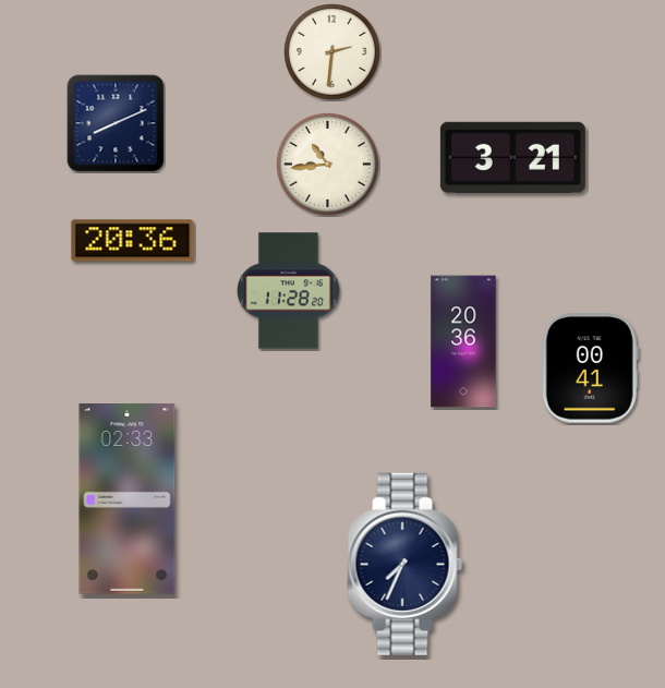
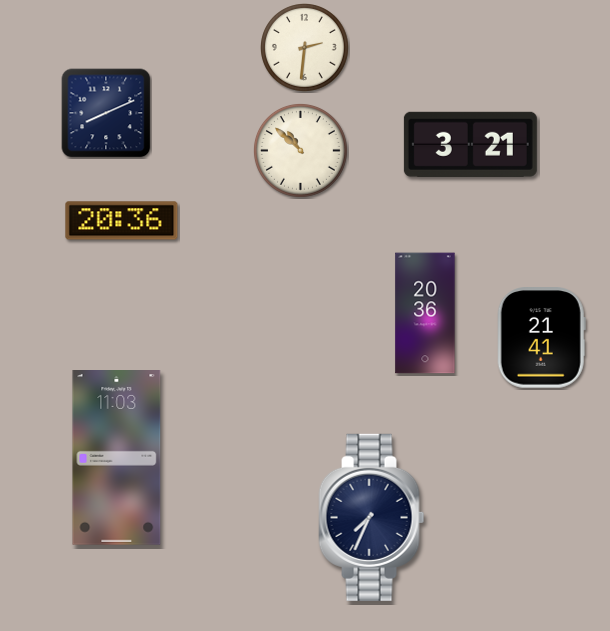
clock at (328, 165): 10:44 -> 10:52
clock at (288, 291): 11:28 -> none
clock at (590, 369): 00:41 -> 21:41
clock at (128, 499): 02:33 -> 11:03
